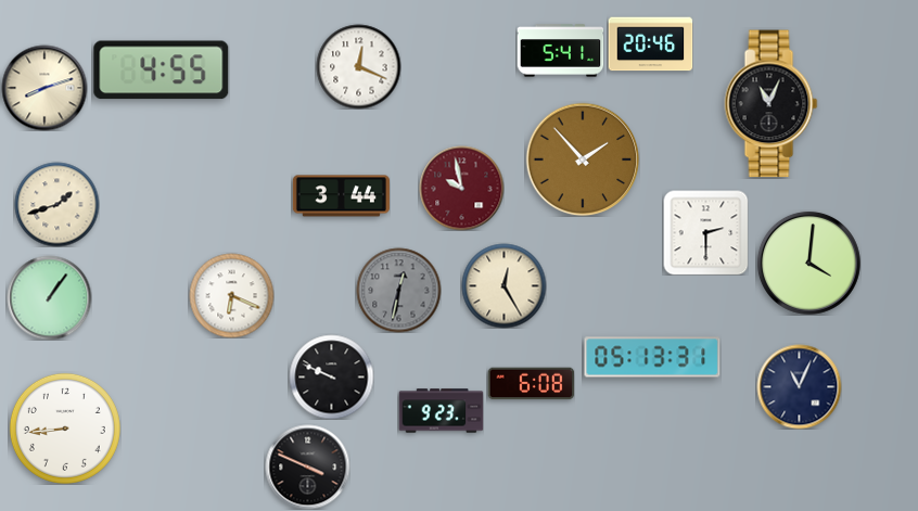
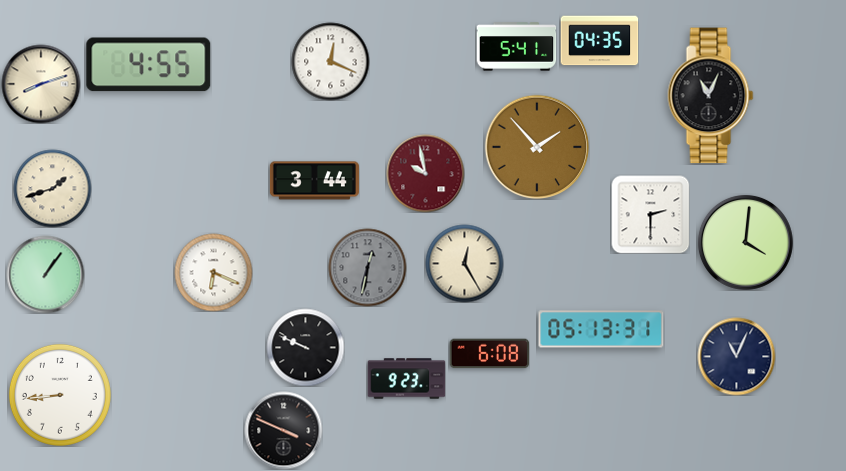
clock at (650, 44): 20:46 -> 04:35
clock at (44, 88) position: (44, 88) -> (41, 84)
